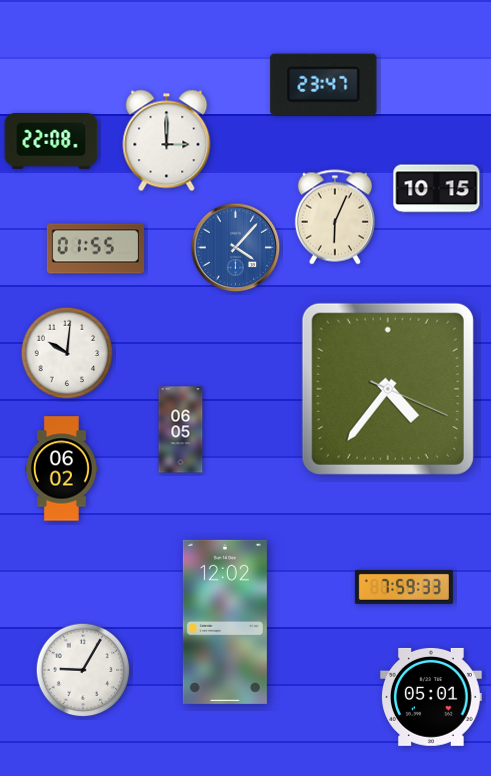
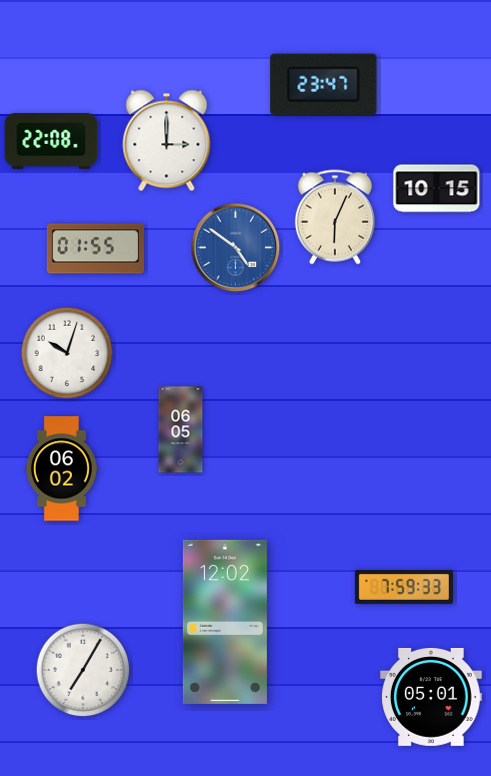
clock at (236, 248): 4:07 -> 4:51
clock at (67, 353): 10:01 -> 10:03
clock at (388, 389): 4:36 -> none
clock at (83, 670): 9:05 -> 7:05
